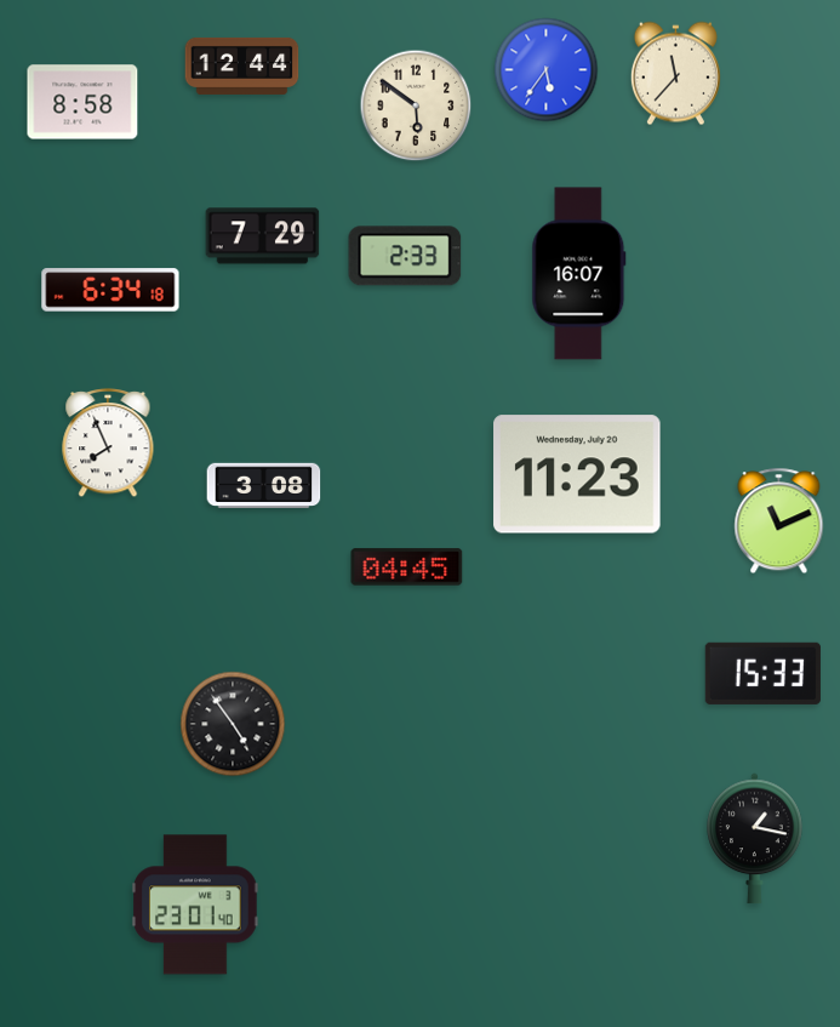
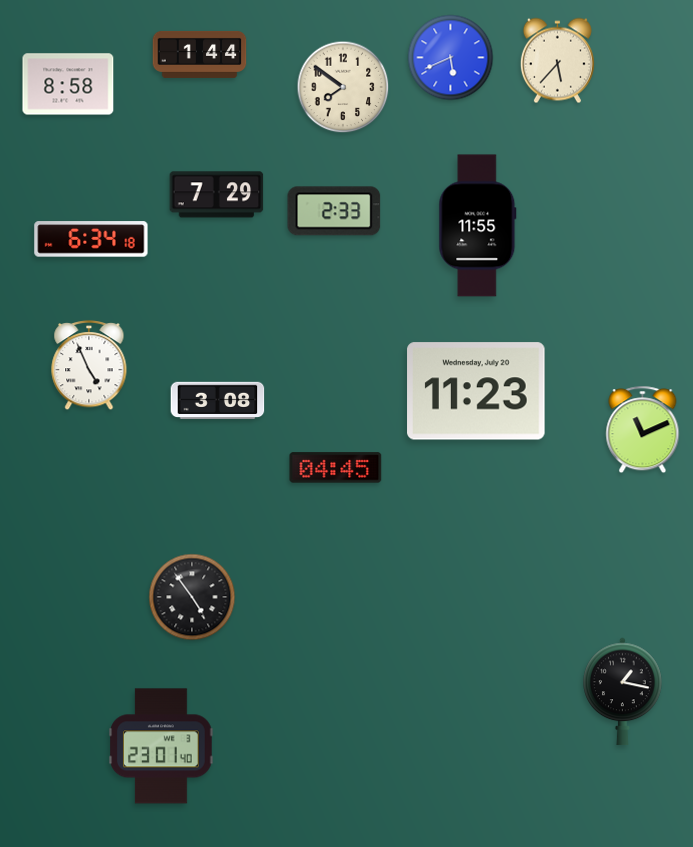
clock at (242, 65): 12:44 -> 1:44
clock at (547, 70): 5:36 -> 5:41
clock at (675, 74): 11:37 -> 5:37
clock at (416, 105): 5:51 -> 7:51
clock at (579, 274): 16:07 -> 11:55
clock at (108, 443): 7:56 -> 4:56
clock at (762, 673): 15:33 -> none
